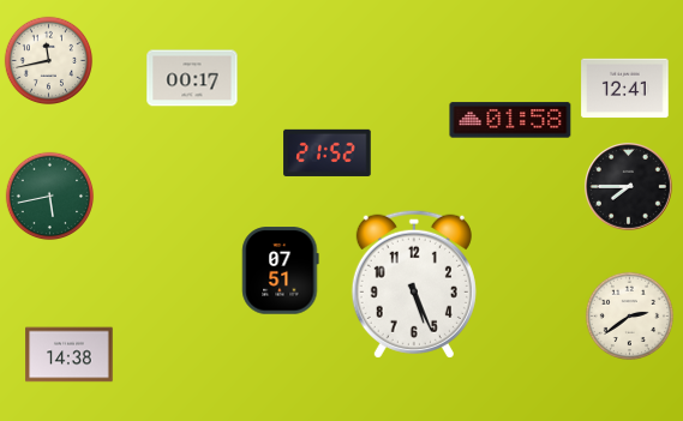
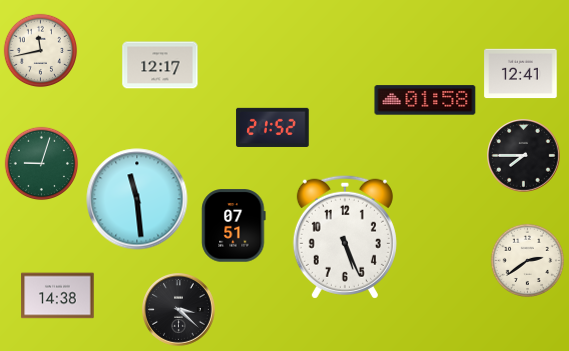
clock at (192, 78): 00:17 -> 12:17
clock at (50, 197): 5:43 -> 9:03
clock at (137, 199): none -> 11:29
clock at (630, 317) position: (630, 317) -> (528, 261)
clock at (179, 310): none -> 3:22
